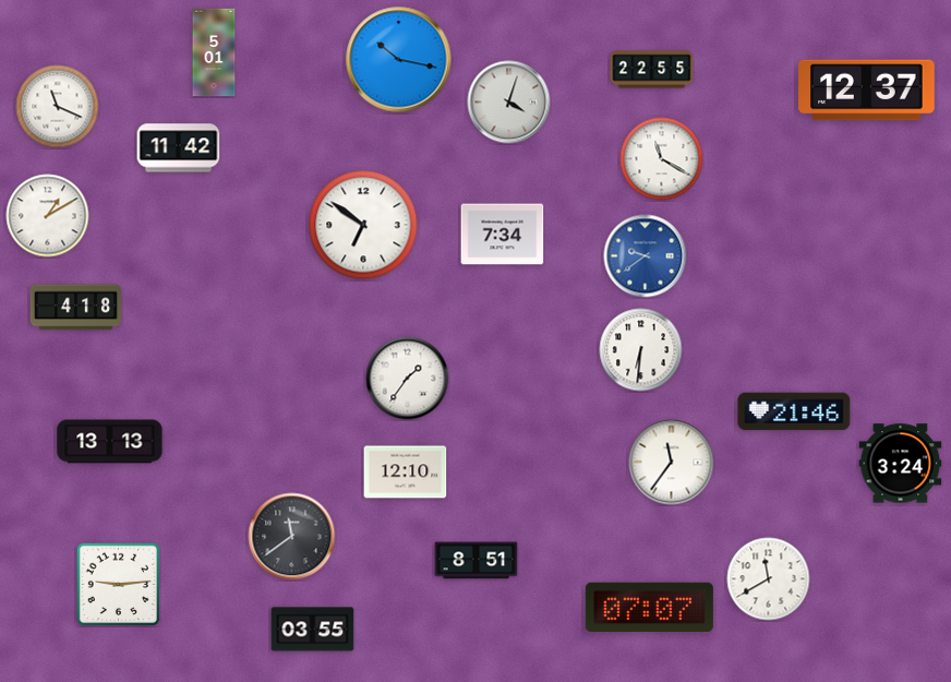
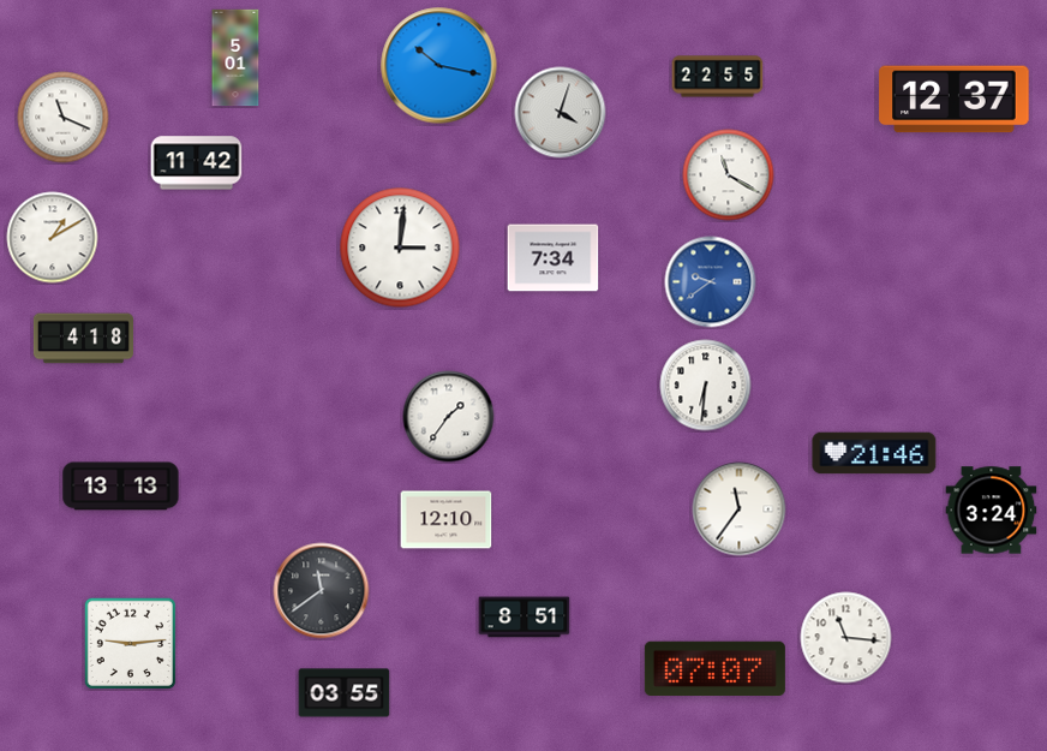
clock at (363, 225): 6:51 -> 3:01
clock at (769, 579): 11:40 -> 11:16
